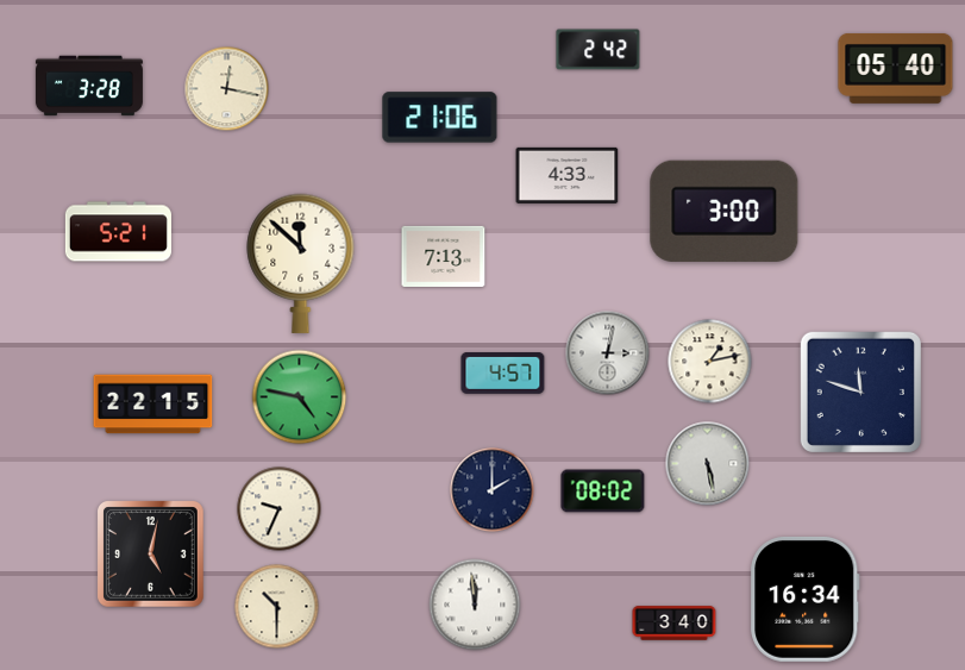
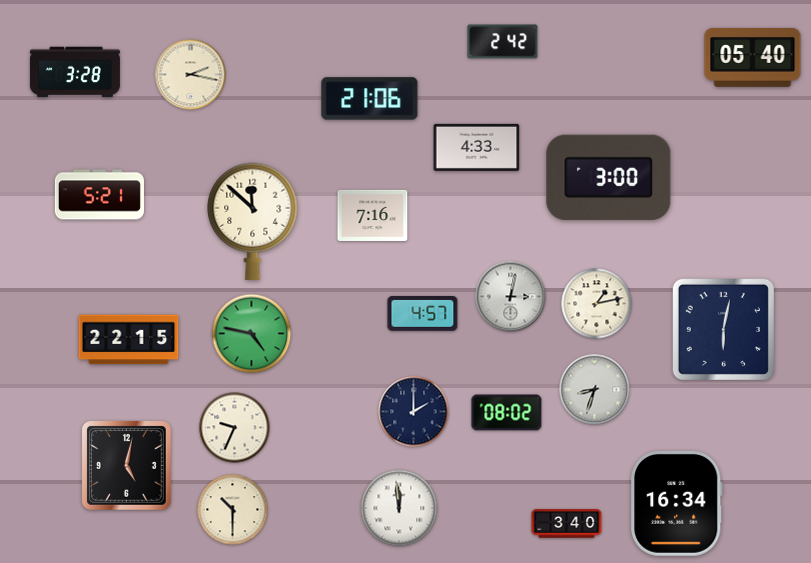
clock at (227, 89): 12:17 -> 2:17
clock at (444, 256): 7:13 -> 7:16
clock at (860, 392): 11:48 -> 6:02
clock at (708, 464): 5:28 -> 8:33
